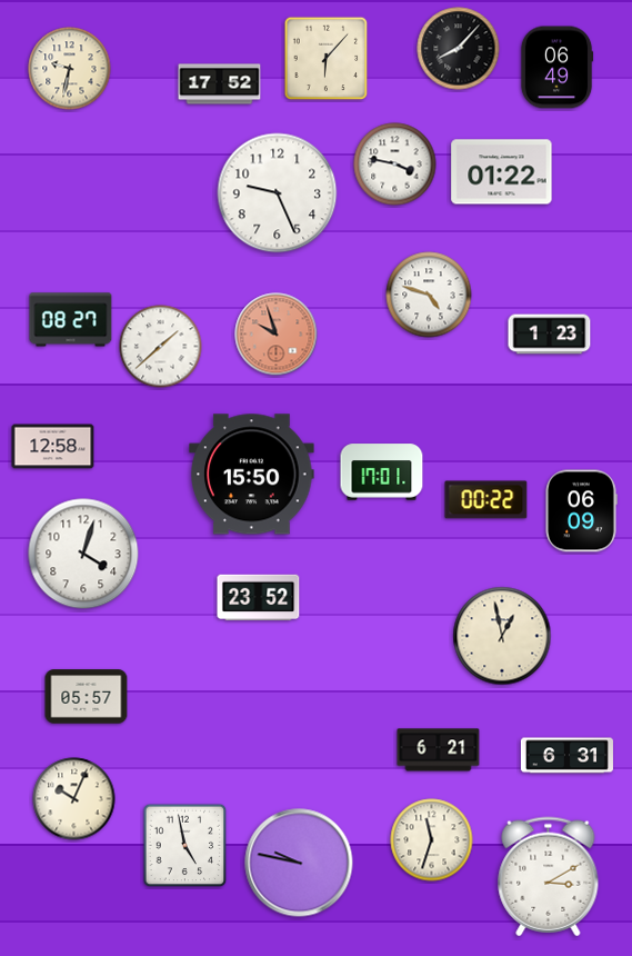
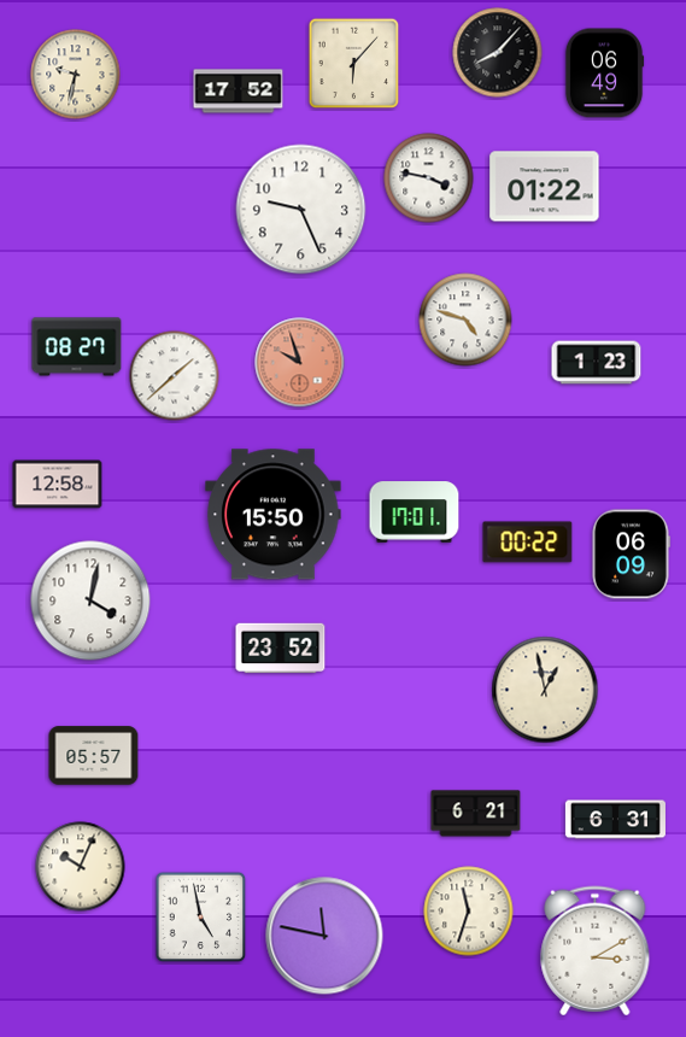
clock at (83, 554): 4:03 -> 4:02
clock at (299, 863): 9:47 -> 11:47
